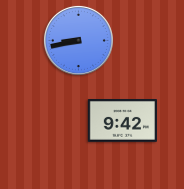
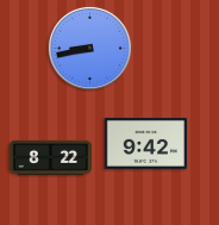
clock at (78, 40) position: (78, 40) -> (89, 48)
clock at (50, 157): none -> 8:22
